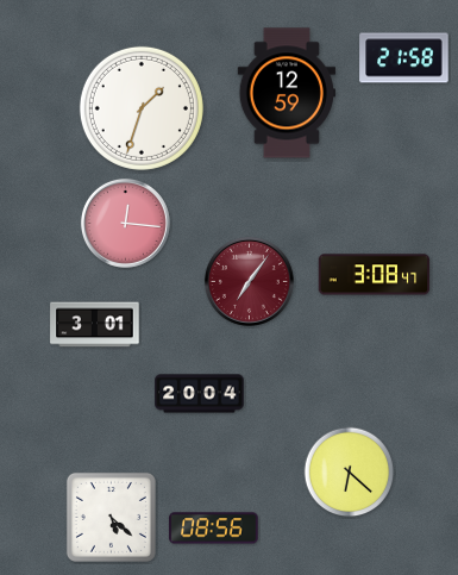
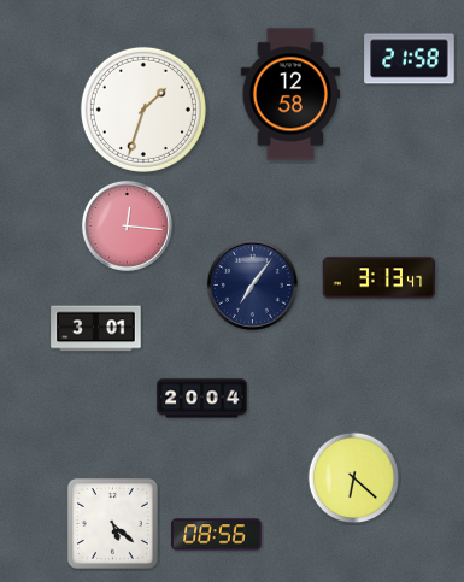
clock at (286, 93): 12:59 -> 12:58
clock at (375, 275): 3:08 -> 3:13
clock at (249, 281) dial: burgundy -> navy
